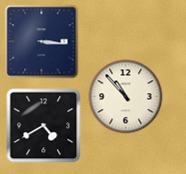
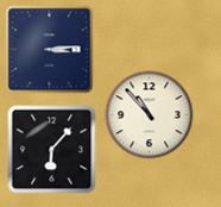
clock at (42, 42): 3:16 -> 3:14
clock at (44, 126): 4:40 -> 6:07
